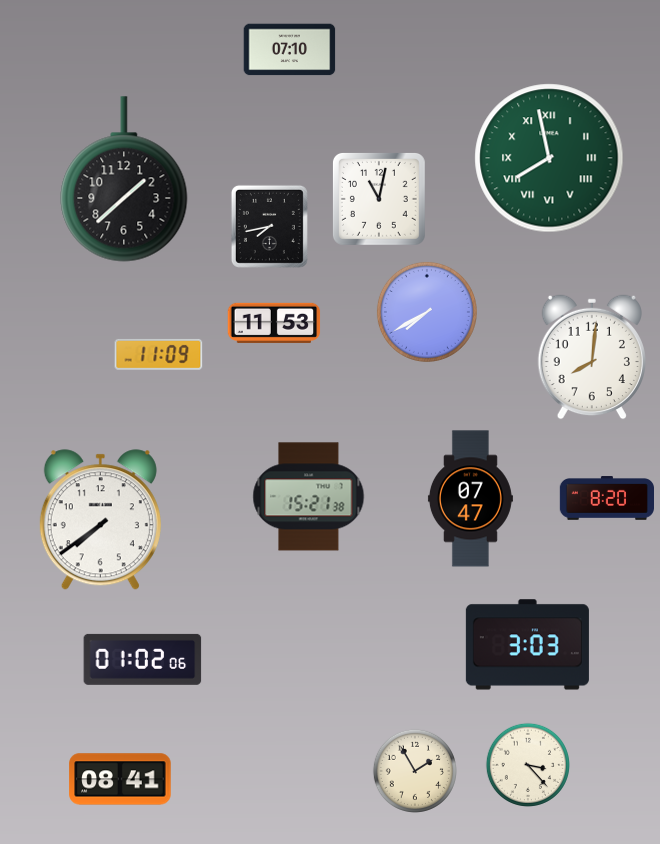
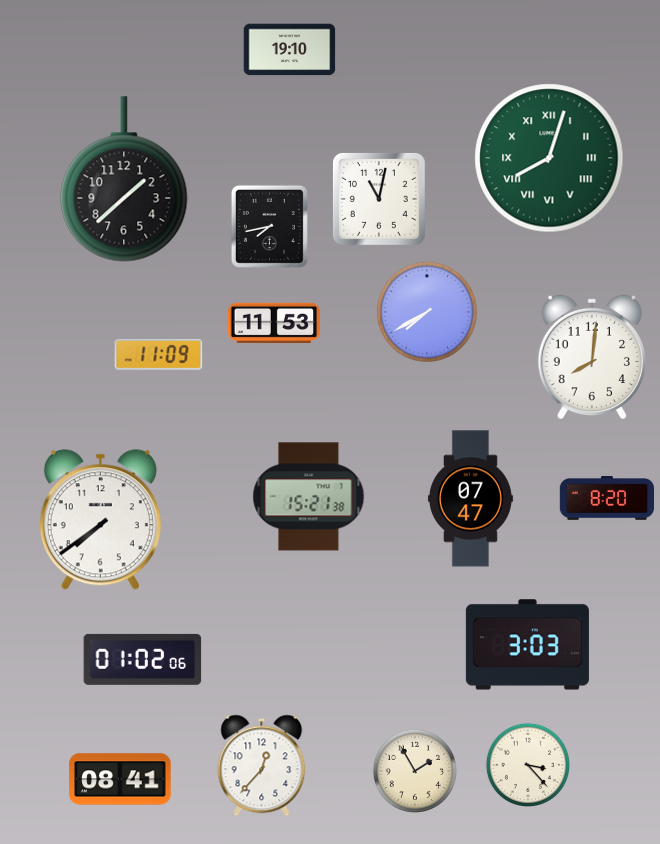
clock at (290, 50): 07:10 -> 19:10
clock at (549, 158): 7:58 -> 8:03
clock at (262, 766): none -> 12:37
